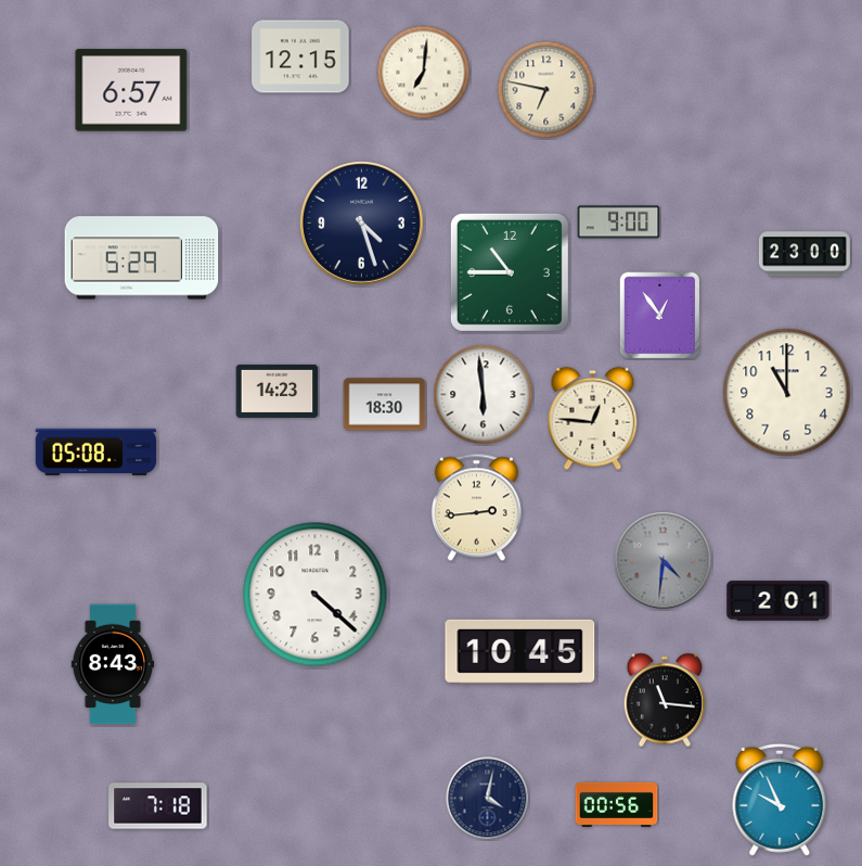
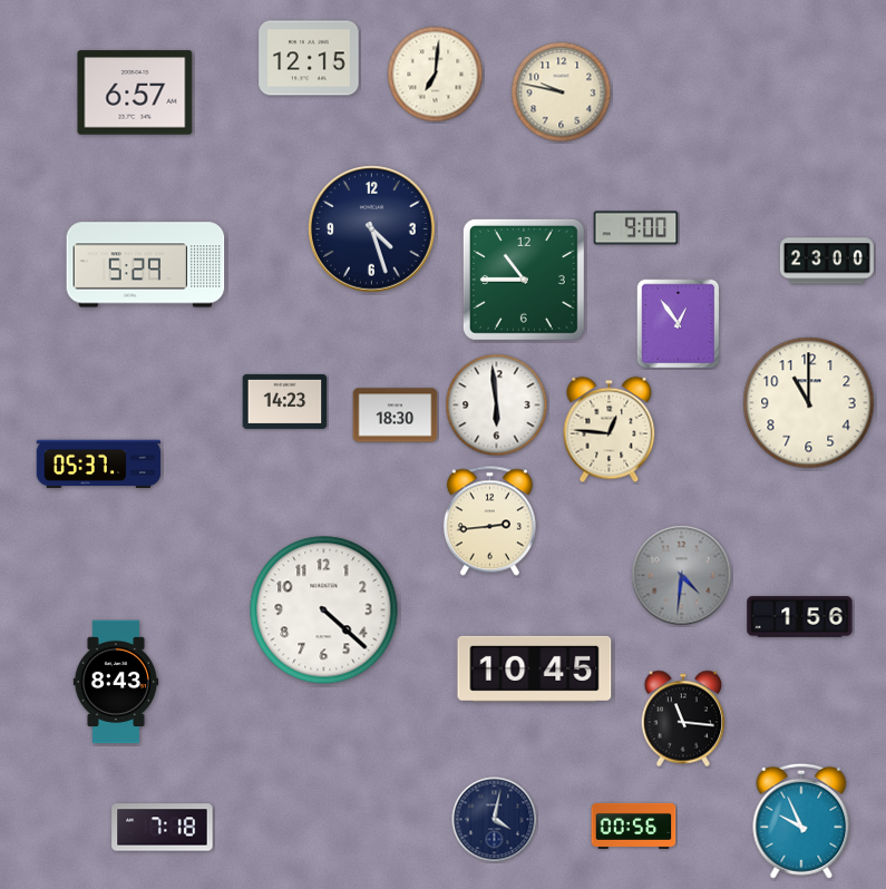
clock at (546, 90): 6:47 -> 9:47
clock at (97, 453): 05:08 -> 05:37
clock at (779, 601): 2:01 -> 1:56
clock at (488, 799) position: (488, 799) -> (495, 820)
